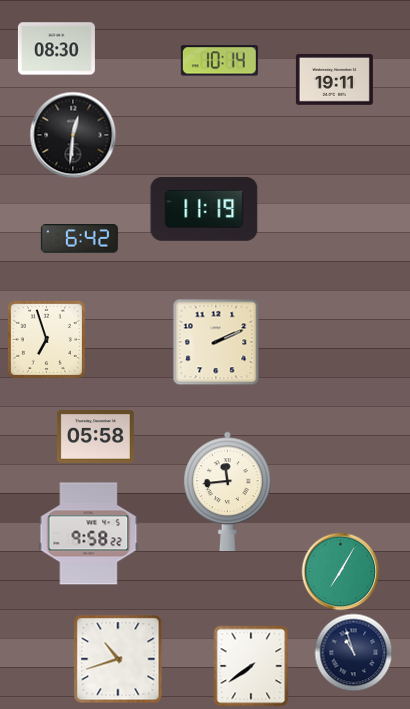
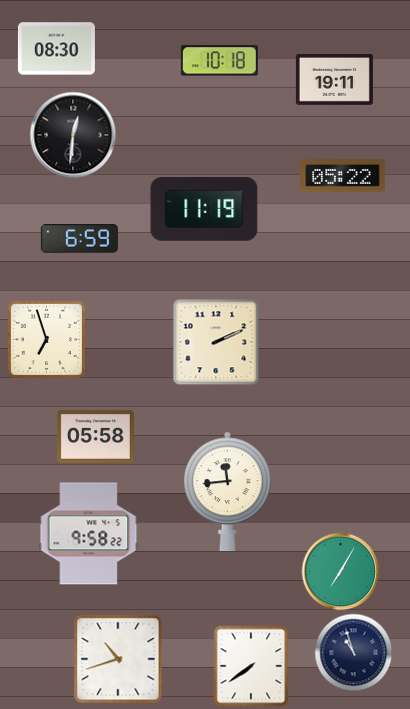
clock at (219, 61): 10:14 -> 10:18
clock at (343, 176): none -> 05:22
clock at (79, 239): 6:42 -> 6:59
